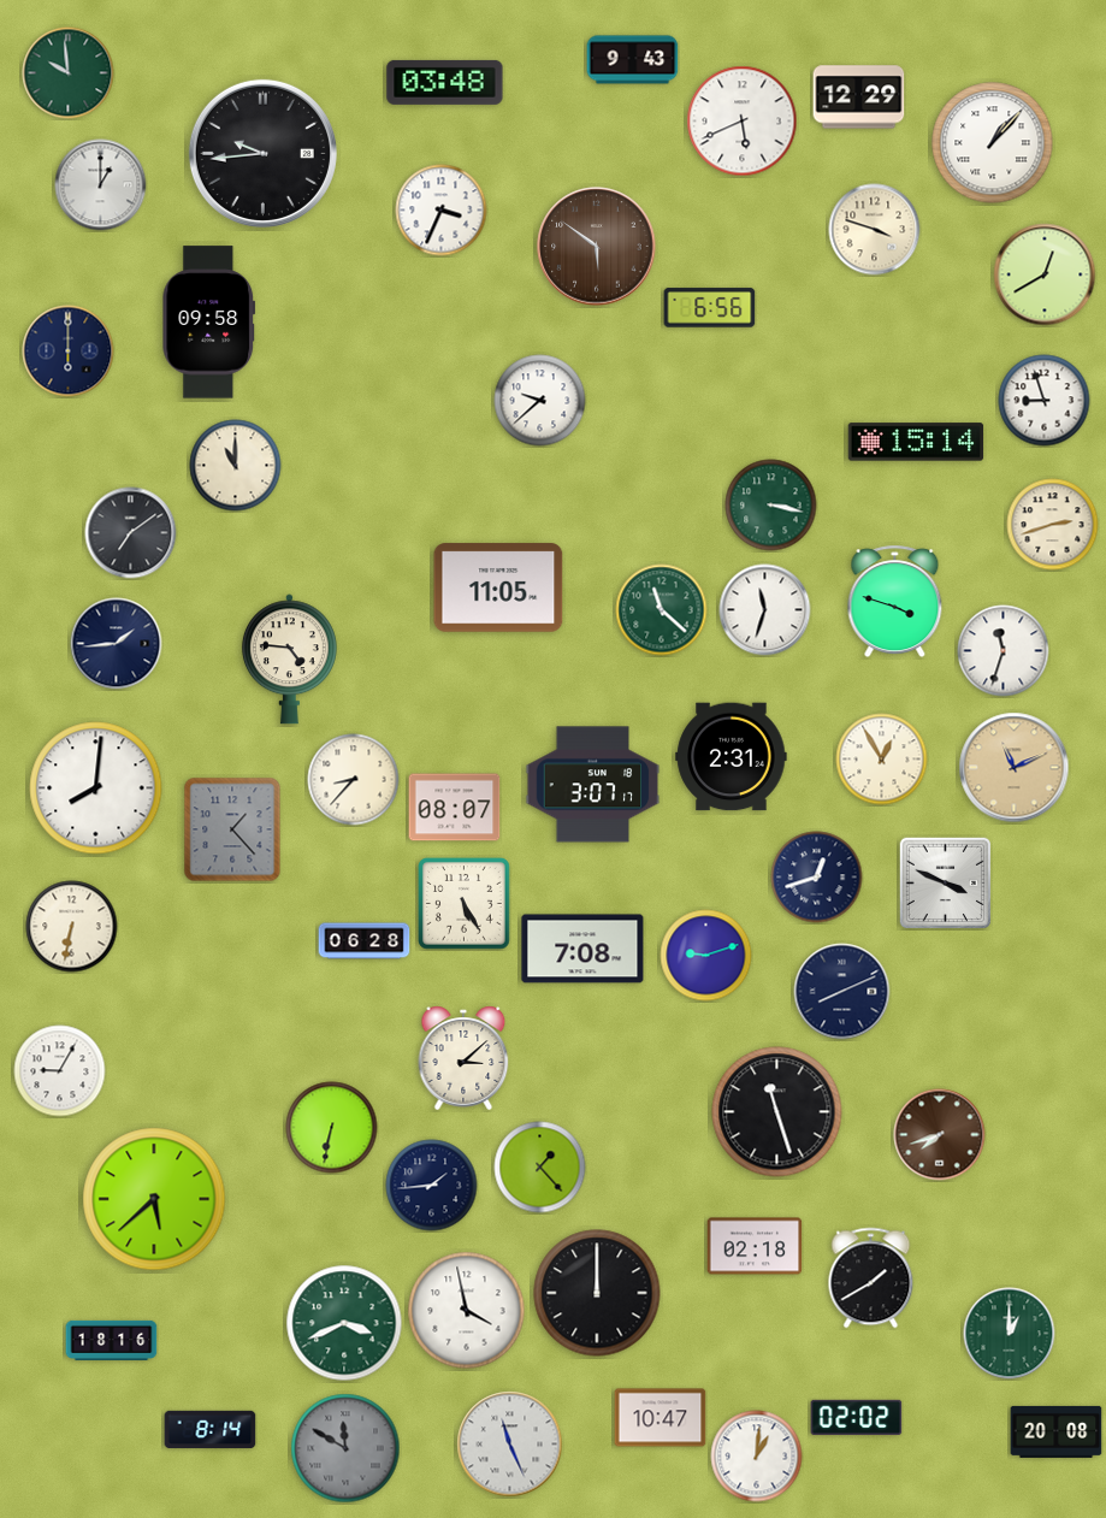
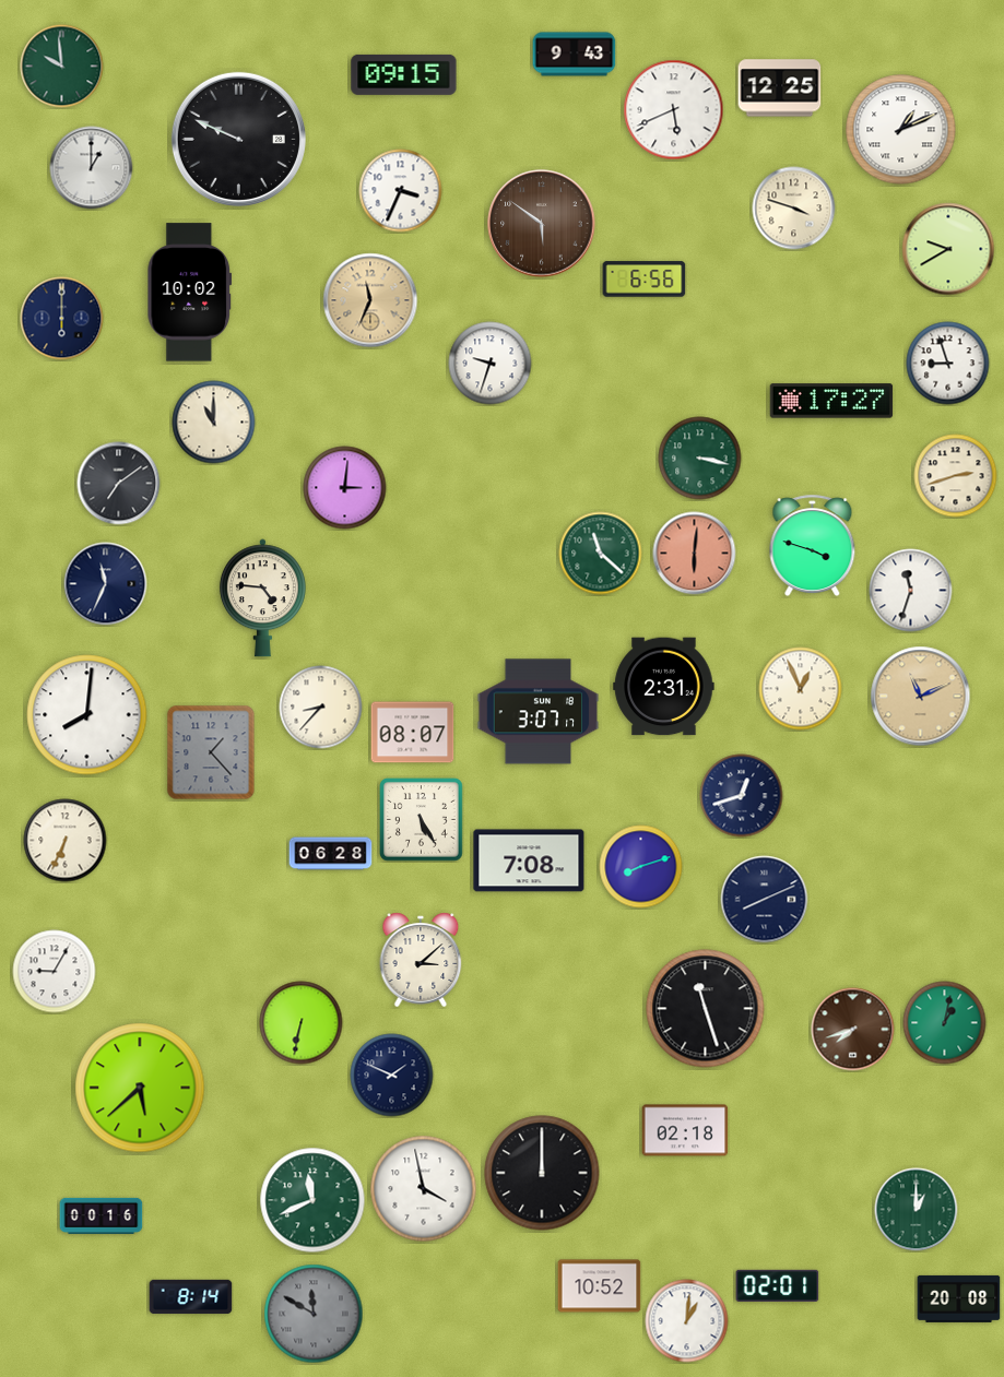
clock at (445, 82): 03:48 -> 09:15
clock at (859, 98): 12:29 -> 12:25
clock at (993, 143): 1:07 -> 1:11
clock at (262, 153): 9:44 -> 9:49
clock at (1045, 274): 12:40 -> 9:40
clock at (209, 323): 09:58 -> 10:02
clock at (370, 300): none -> 11:34
clock at (540, 401): 9:38 -> 9:33
clock at (916, 442): 15:14 -> 17:27
clock at (345, 488): none -> 3:01
clock at (498, 587): 11:05 -> none
clock at (765, 610): 11:33 -> 6:01
clock at (765, 610) dial: white -> salmon
clock at (117, 644): 1:44 -> 11:34
clock at (882, 760): 12:55 -> 12:56
clock at (945, 882): 3:49 -> none
clock at (72, 927): 6:32 -> 6:34
clock at (706, 956): 9:12 -> 8:12
clock at (945, 1023): none -> 1:02
clock at (540, 1168): 1:23 -> none
clock at (432, 1186): 1:44 -> 1:49
clock at (871, 1278): 1:40 -> none
clock at (344, 1323): 3:41 -> 11:41
clock at (112, 1340): 18:16 -> 00:16
clock at (857, 1417): 02:02 -> 02:01
clock at (661, 1418): 10:47 -> 10:52
clock at (510, 1445): 11:26 -> none
